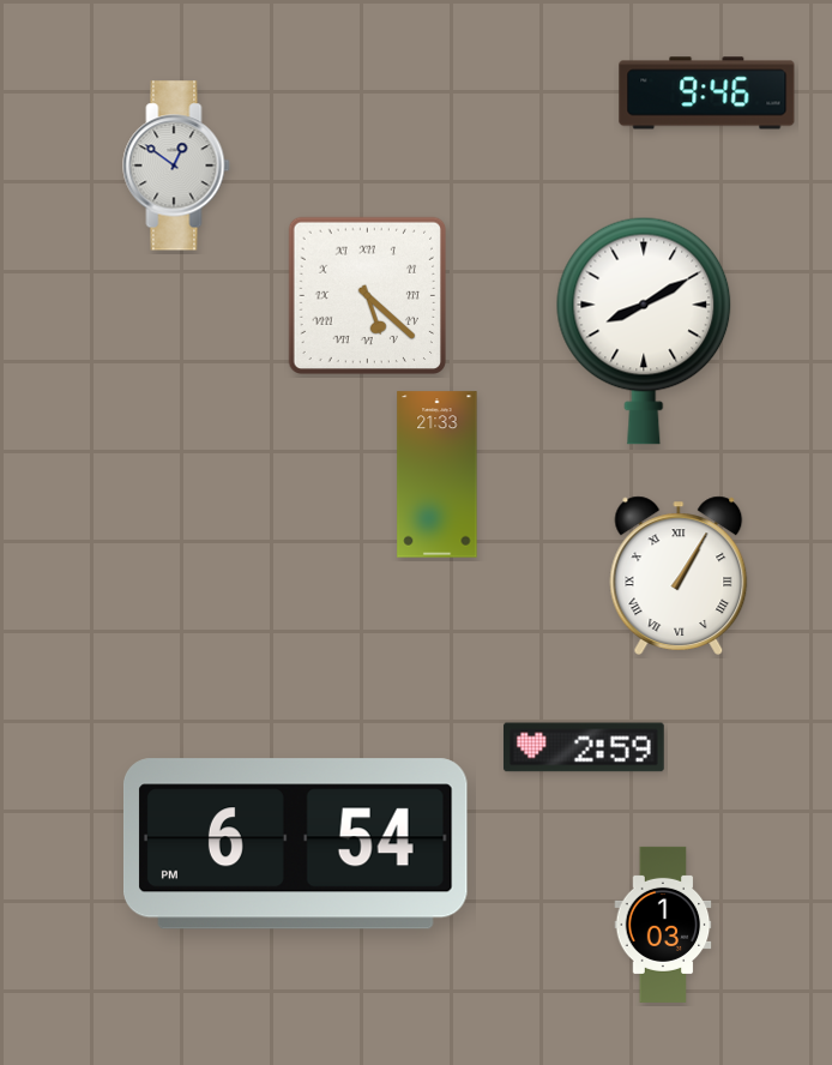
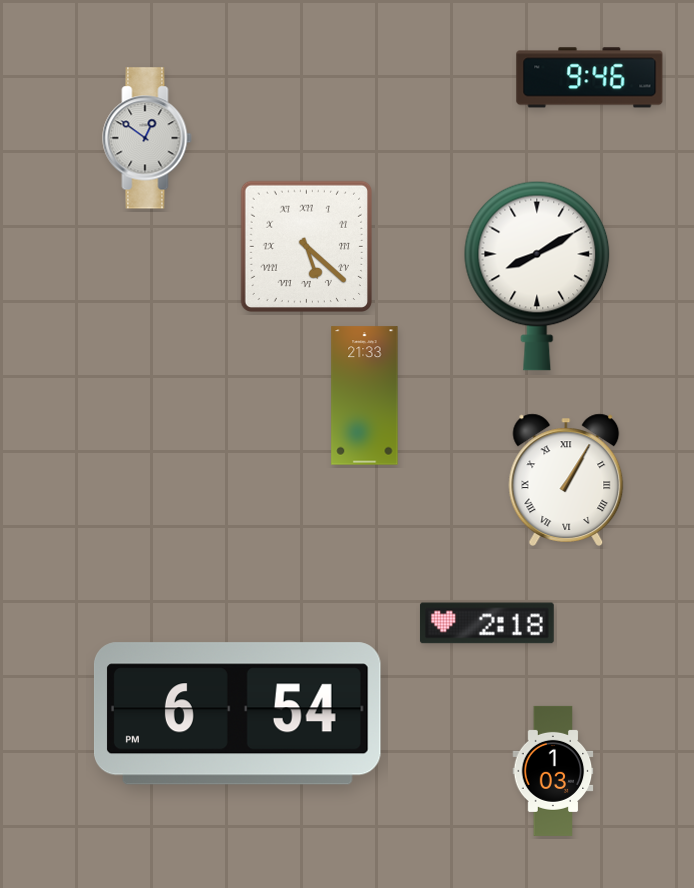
clock at (584, 747): 2:59 -> 2:18
clock at (295, 844) position: (295, 844) -> (237, 714)
